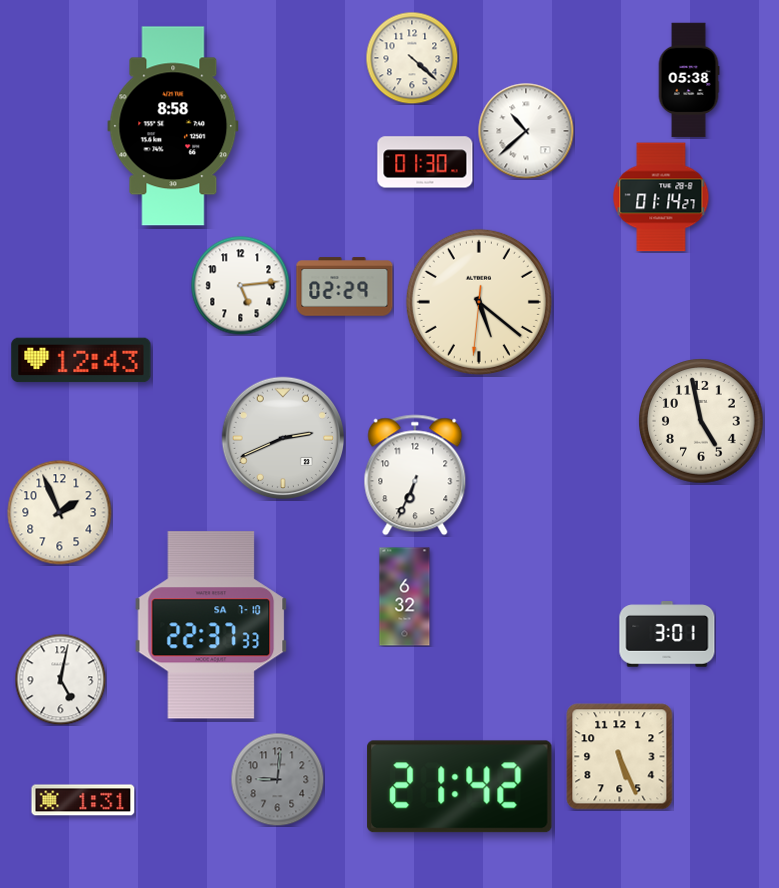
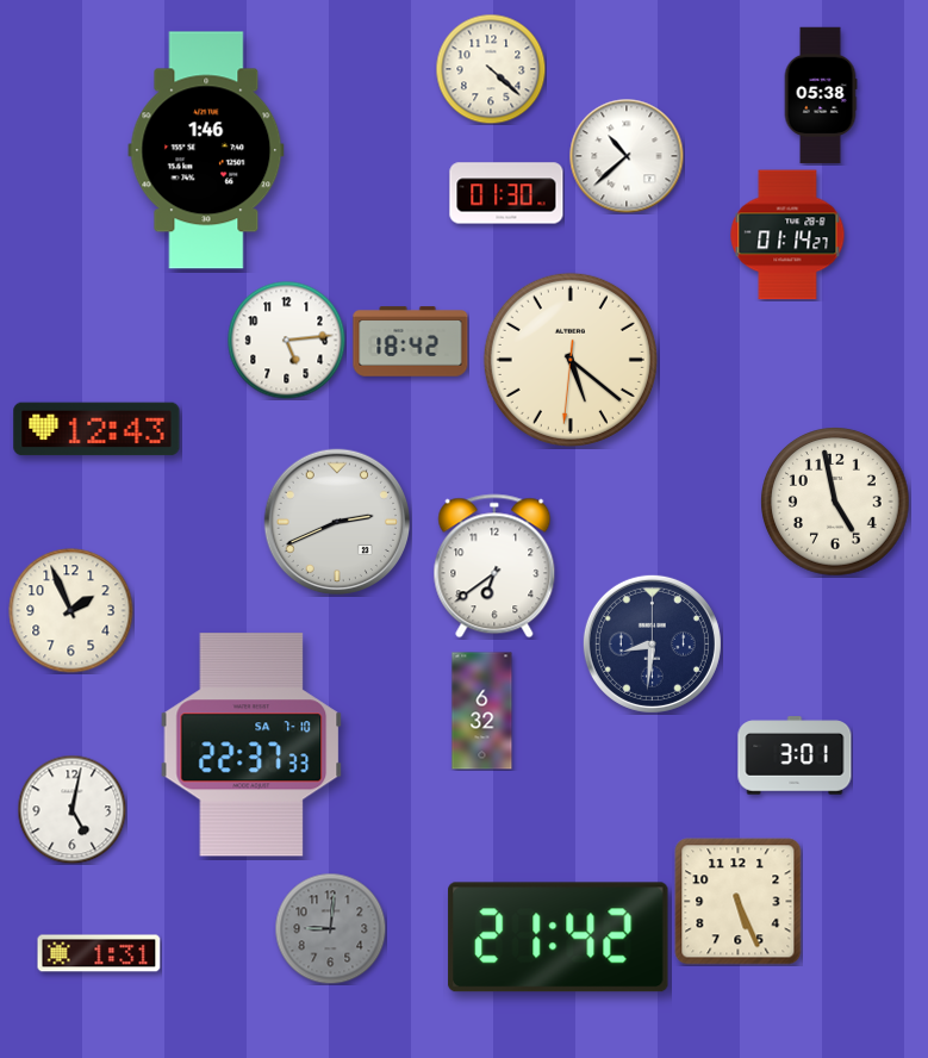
clock at (173, 126): 8:58 -> 1:46
clock at (345, 287): 02:29 -> 18:42
clock at (415, 475): 6:34 -> 6:39
clock at (652, 643): none -> 8:31
clock at (460, 787) position: (460, 787) -> (559, 938)
